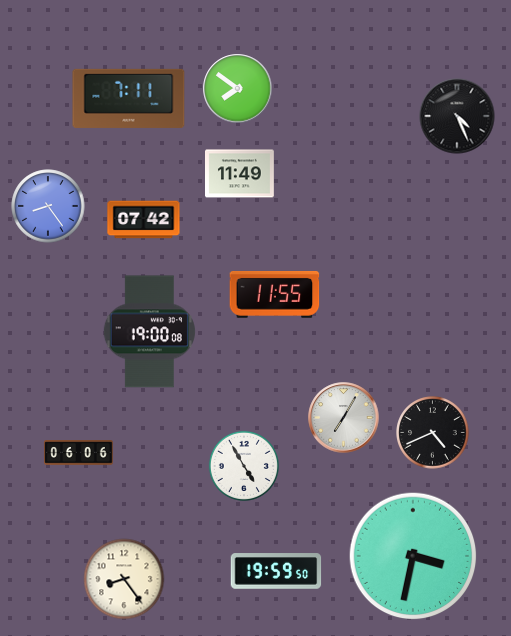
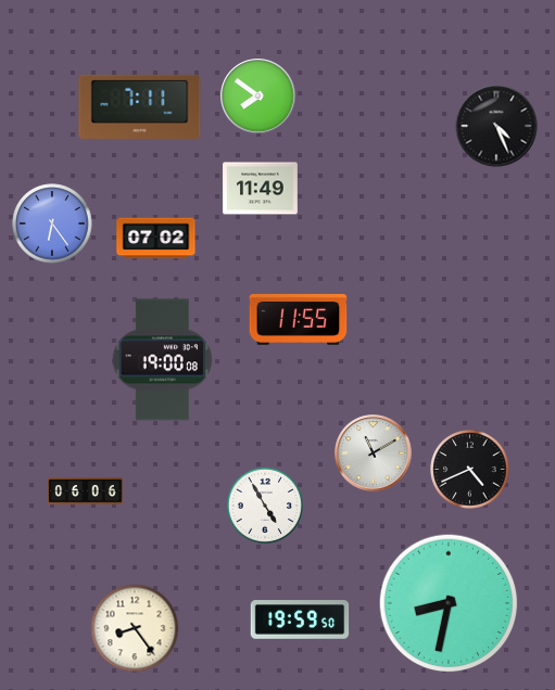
clock at (48, 206): 8:24 -> 6:24
clock at (144, 220): 07:42 -> 07:02
clock at (344, 418): 7:05 -> 11:10
clock at (413, 556): 3:32 -> 8:32
